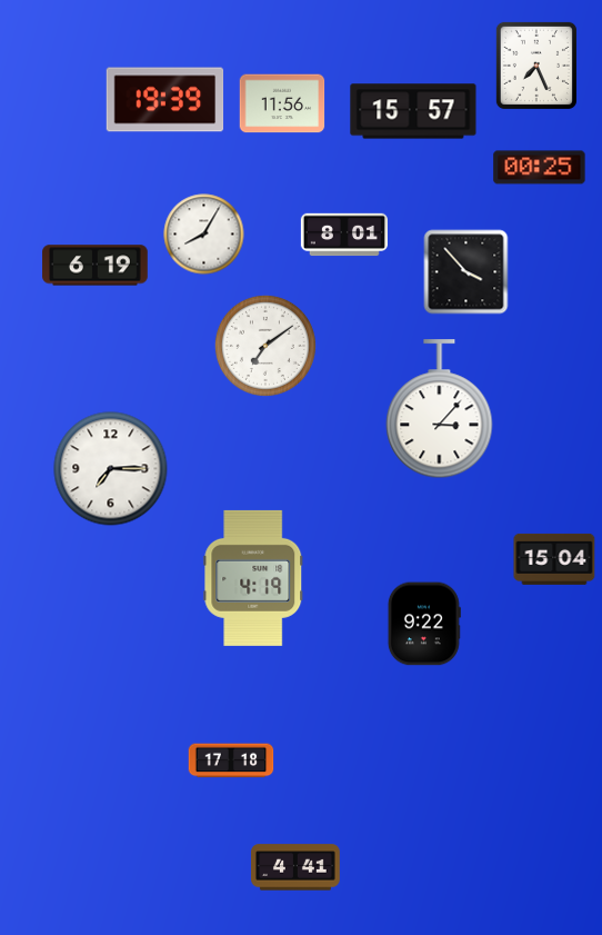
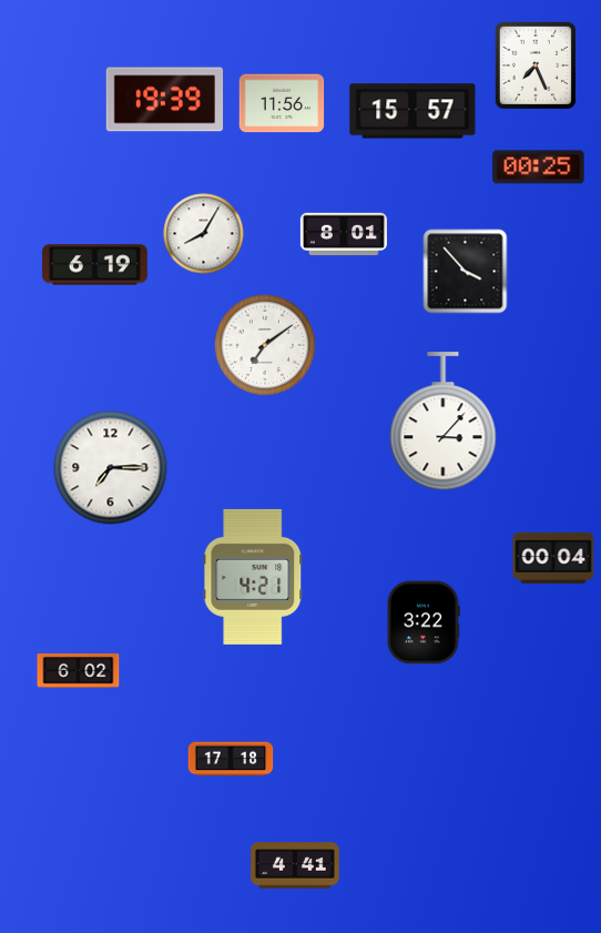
clock at (440, 409) position: (440, 409) -> (444, 422)
clock at (554, 559): 15:04 -> 00:04
clock at (253, 578): 4:19 -> 4:21
clock at (424, 624): 9:22 -> 3:22
clock at (79, 671): none -> 6:02
